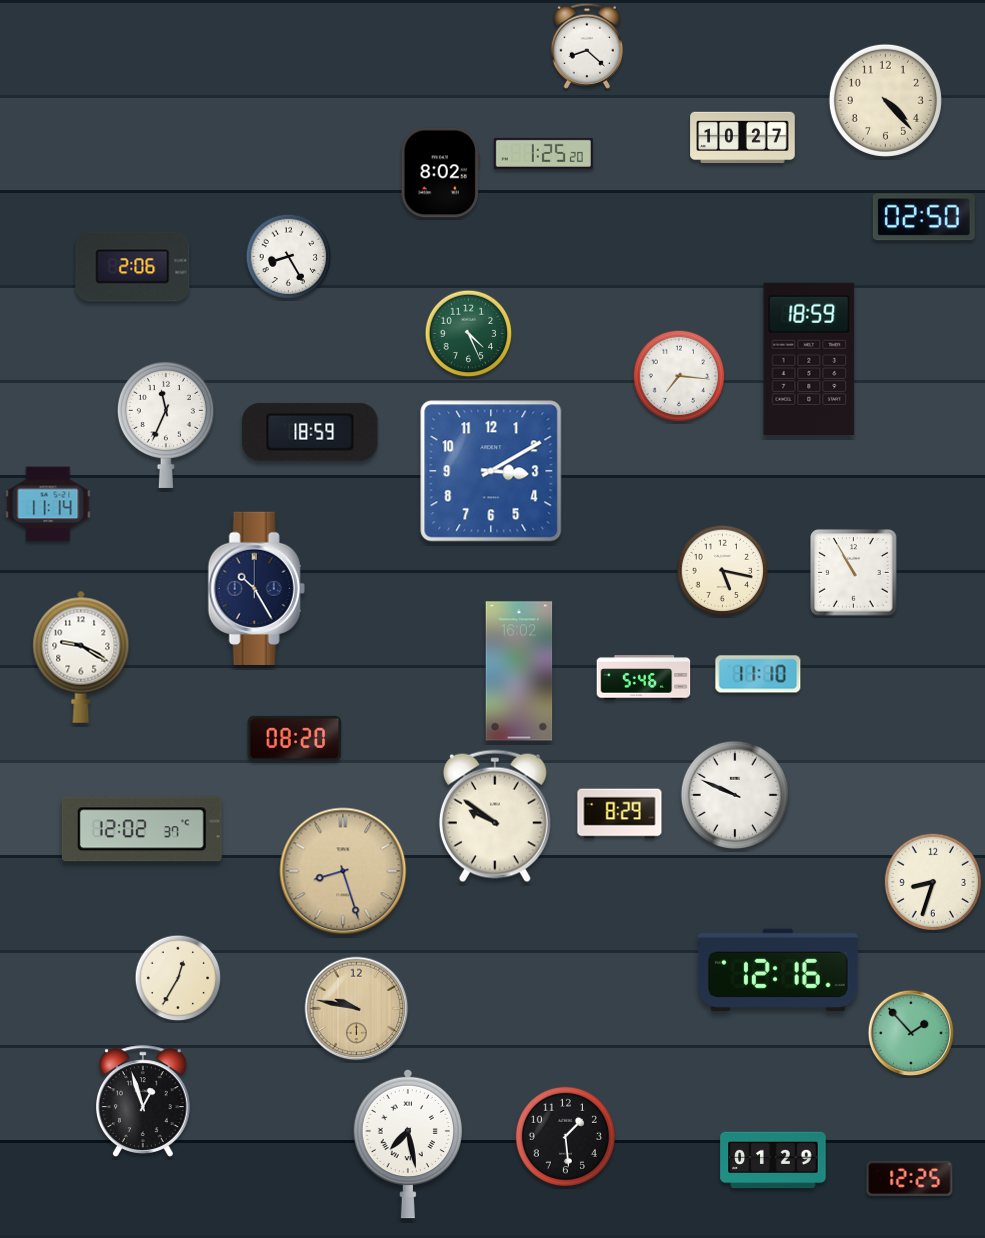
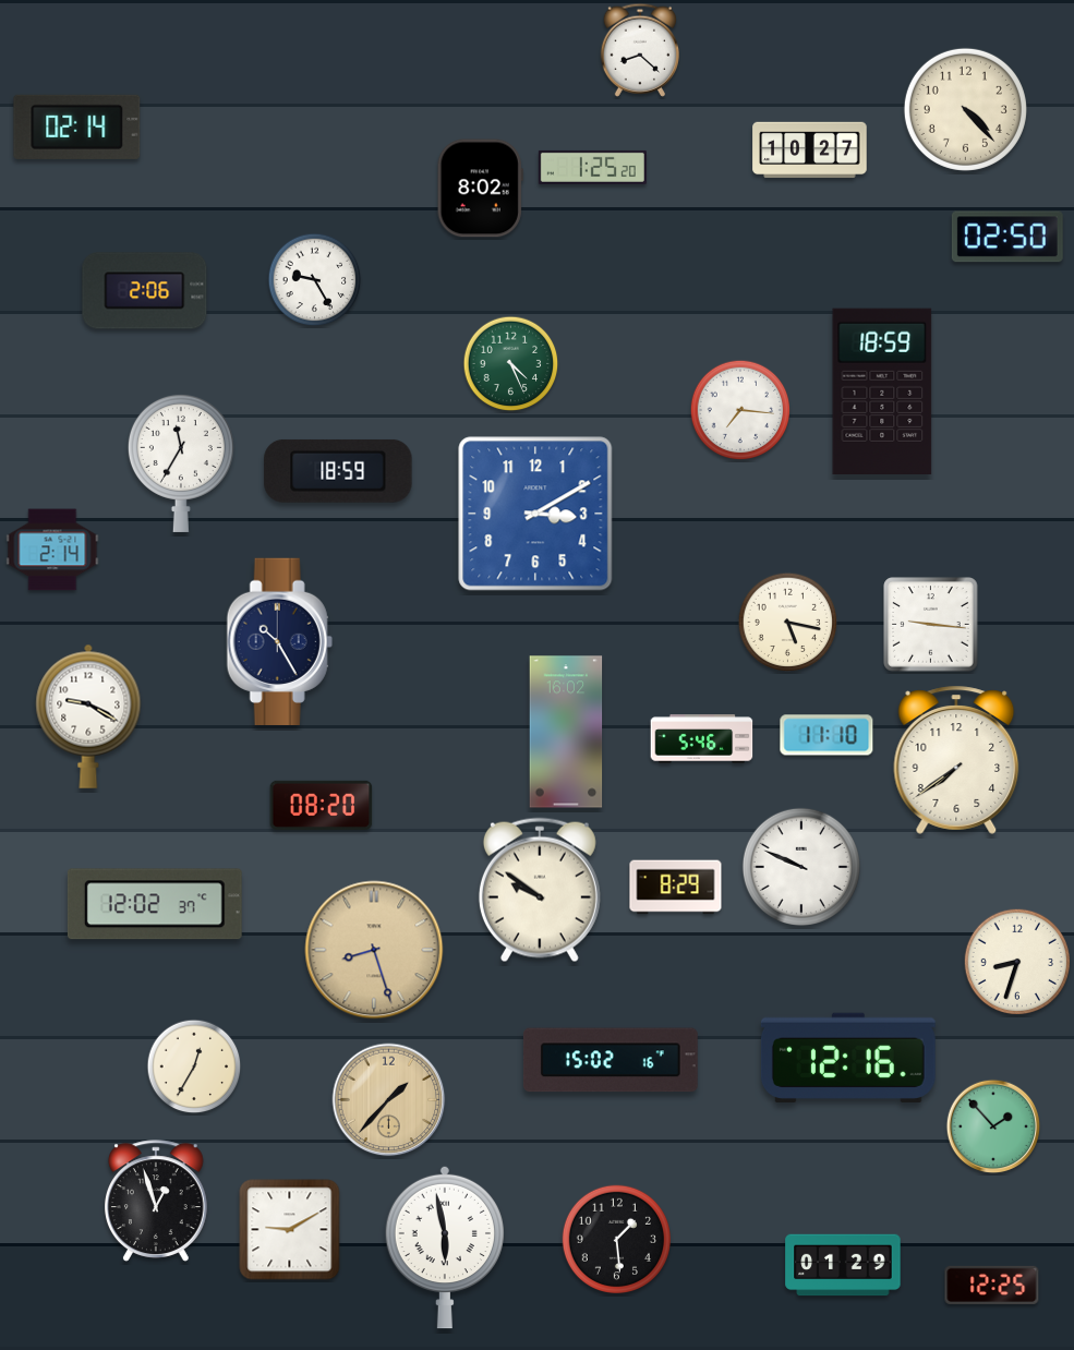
clock at (77, 126): none -> 02:14
clock at (289, 257): 8:25 -> 9:25
clock at (166, 424): 11:34 -> 11:35
clock at (48, 504): 11:14 -> 2:14
clock at (854, 573): 10:55 -> 9:16
clock at (956, 760): none -> 7:39
clock at (611, 1060): none -> 15:02
clock at (357, 1009): 9:47 -> 1:37
clock at (290, 1230): none -> 9:10
clock at (408, 1144): 7:28 -> 5:58
